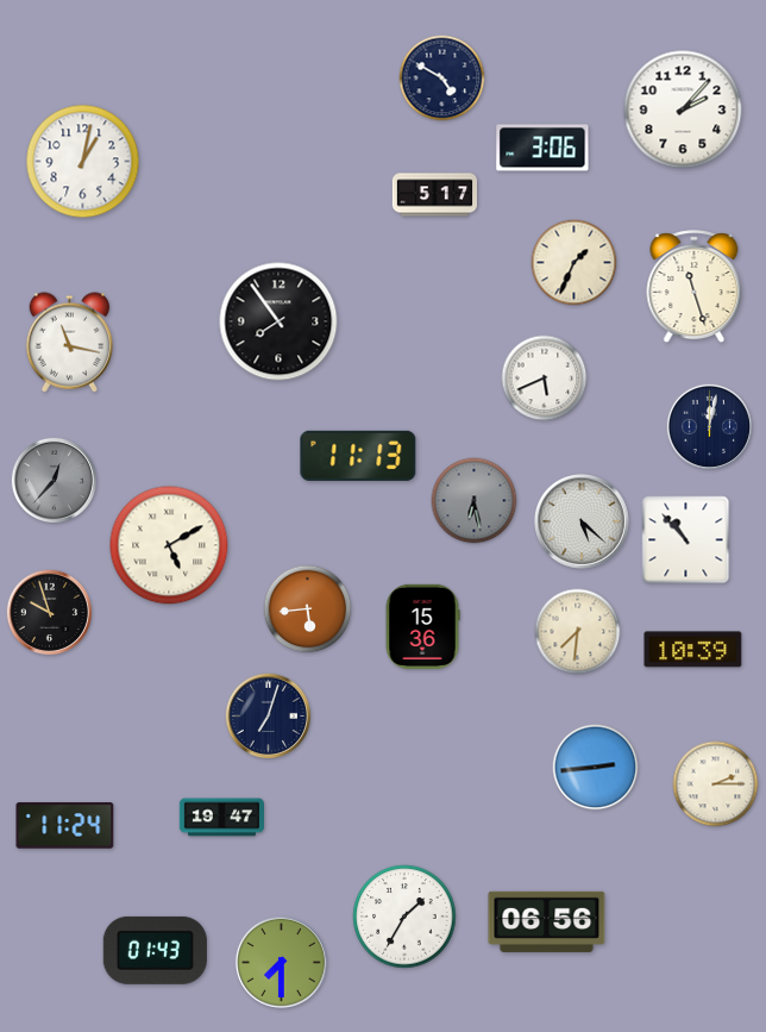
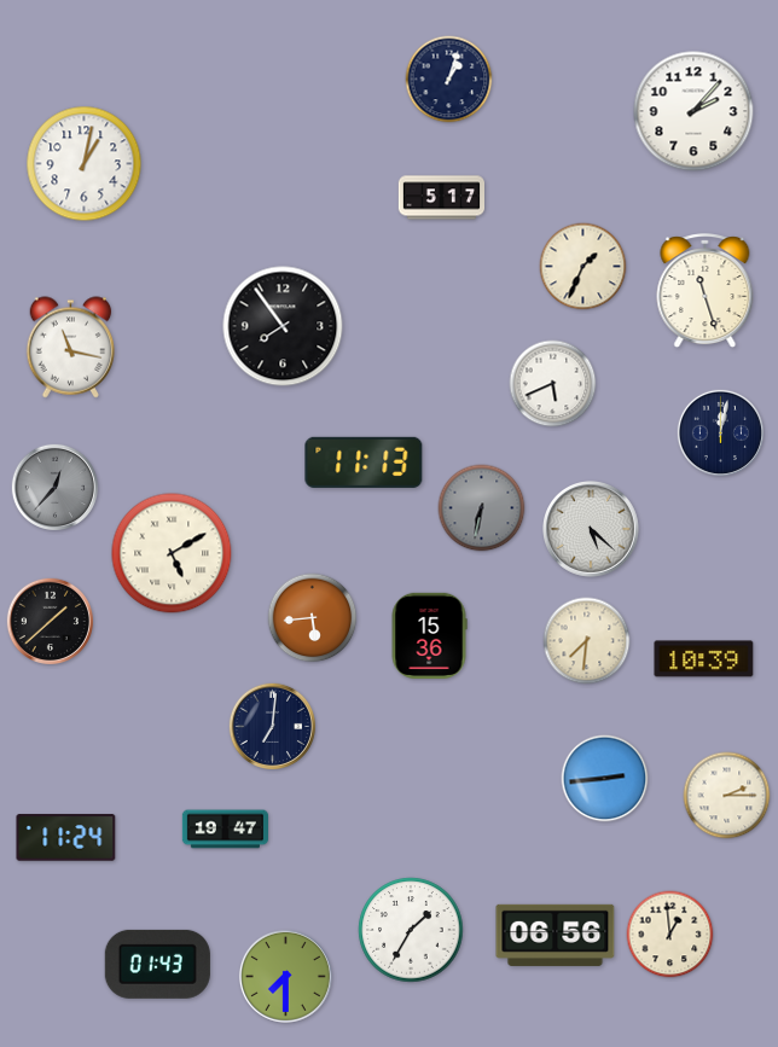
clock at (442, 79): 4:50 -> 1:03
clock at (542, 148): 3:06 -> none
clock at (475, 501): 6:28 -> 6:32
clock at (686, 540): 10:53 -> none
clock at (49, 612): 9:57 -> 1:38
clock at (268, 715): 7:03 -> 7:01
clock at (670, 935): none -> 12:59
